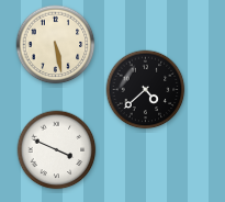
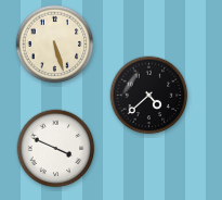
clock at (56, 45): 5:28 -> 5:27
clock at (146, 90) position: (146, 90) -> (149, 96)
